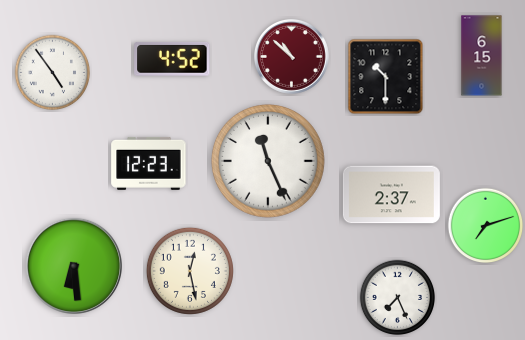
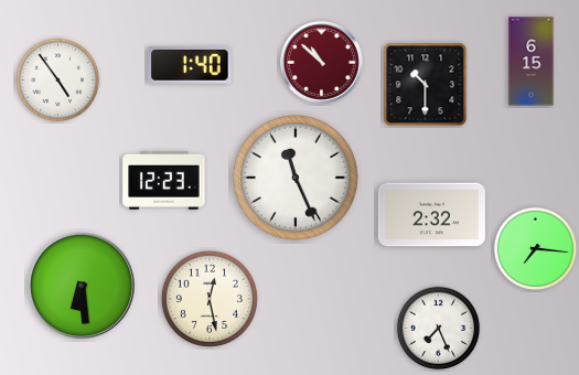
clock at (172, 59): 4:52 -> 1:40
clock at (391, 195): 2:37 -> 2:32
clock at (486, 226): 7:12 -> 7:16
clock at (74, 266) position: (74, 266) -> (82, 286)
